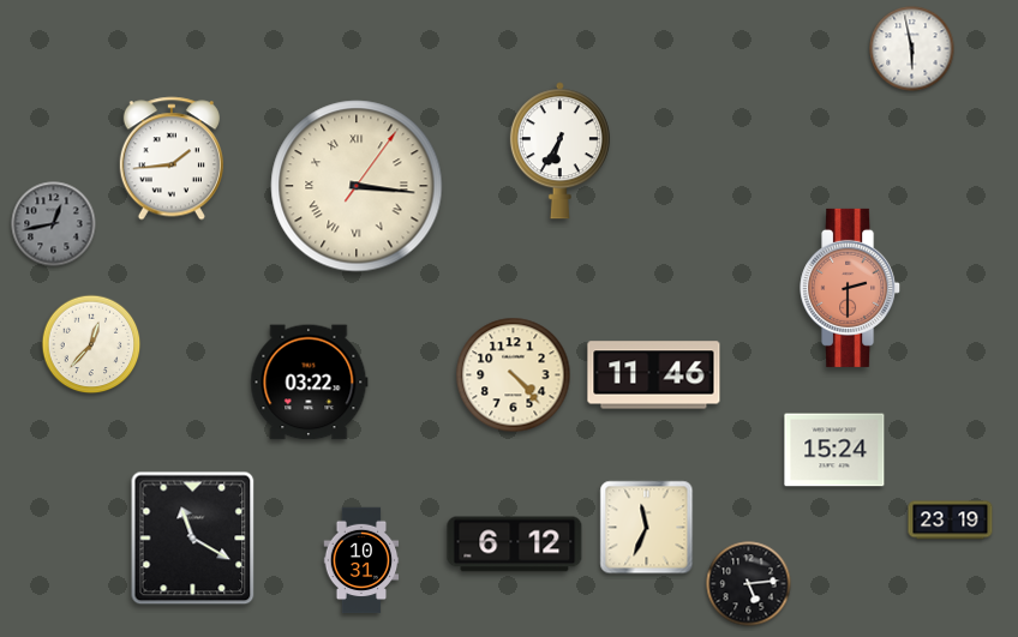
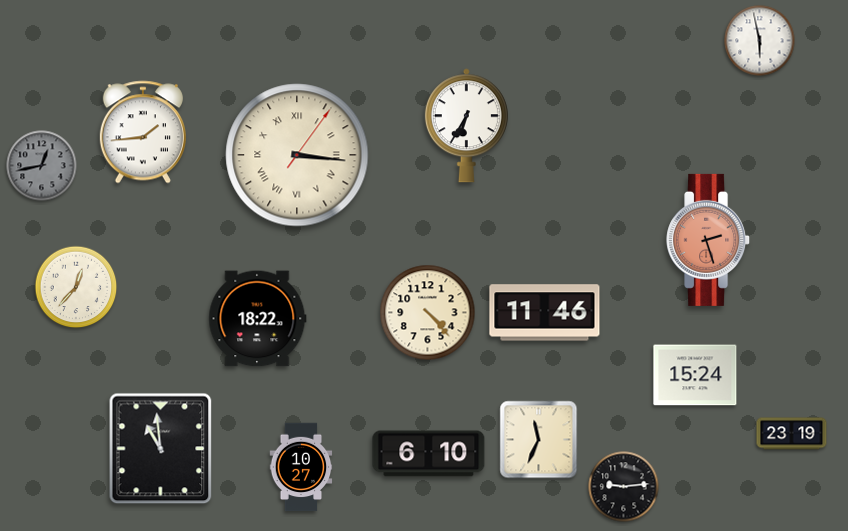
clock at (54, 224) position: (54, 224) -> (42, 166)
clock at (851, 288): 2:30 -> 2:27
clock at (310, 383): 03:22 -> 18:22
clock at (193, 539): 11:20 -> 10:59
clock at (515, 545): 6:12 -> 6:10
clock at (361, 560): 10:31 -> 10:27
clock at (749, 584): 5:14 -> 9:14
